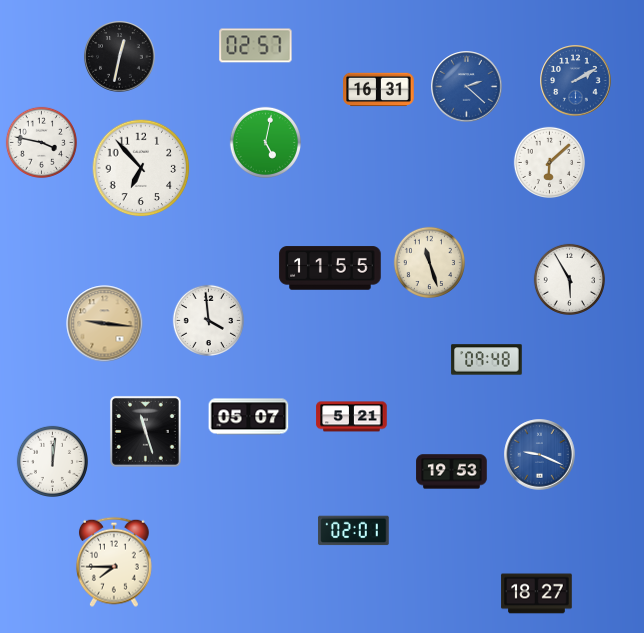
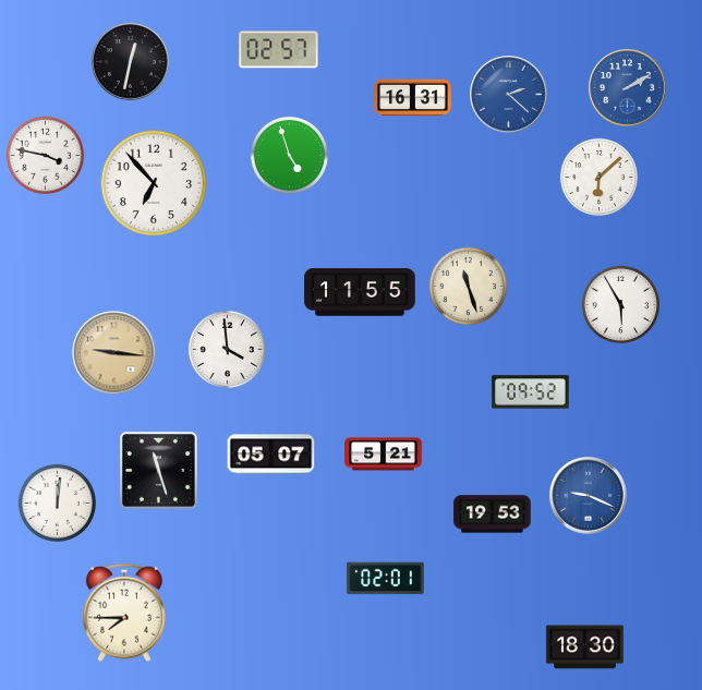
clock at (265, 142): 5:02 -> 4:57
clock at (487, 360): 09:48 -> 09:52
clock at (537, 594): 18:27 -> 18:30
